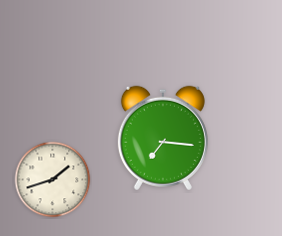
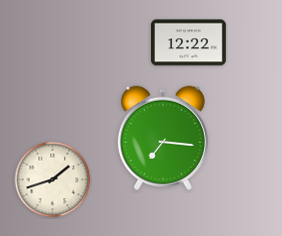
clock at (188, 43): none -> 12:22
